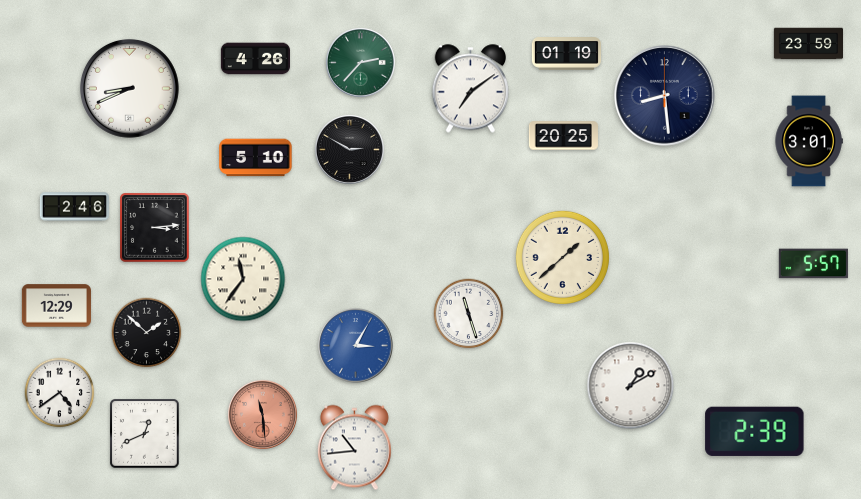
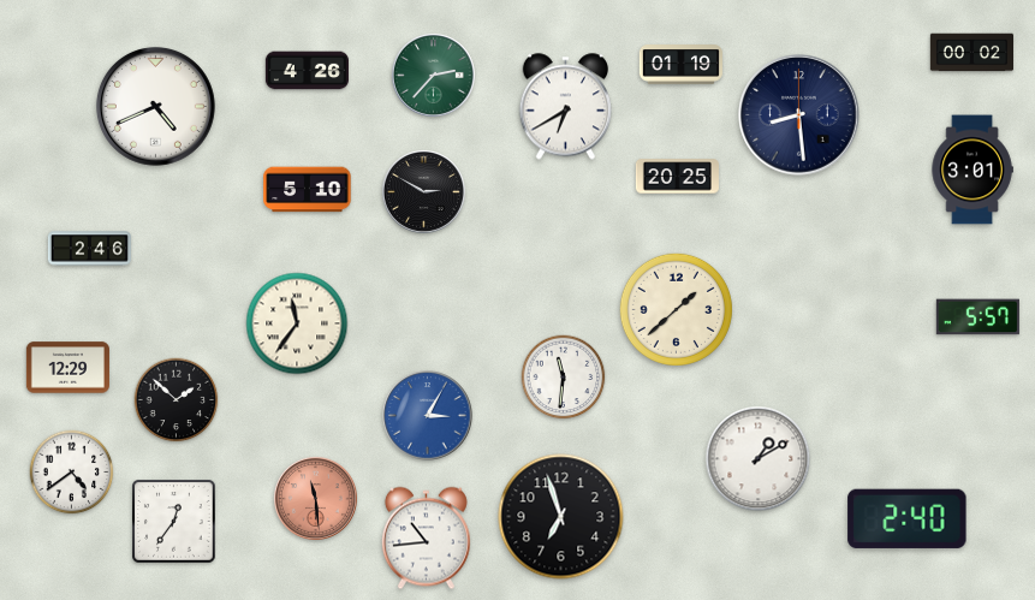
clock at (808, 44): 23:59 -> 00:02
clock at (129, 88): 8:41 -> 4:41
clock at (471, 89): 7:09 -> 6:40
clock at (563, 136) position: (563, 136) -> (677, 177)
clock at (349, 149) position: (349, 149) -> (423, 191)
clock at (155, 228): 3:14 -> none
clock at (243, 279) position: (243, 279) -> (297, 323)
clock at (469, 314): 11:27 -> 11:31
clock at (631, 386) position: (631, 386) -> (759, 459)
clock at (561, 517): none -> 6:57
clock at (755, 431): 2:39 -> 2:40
clock at (145, 434): 12:41 -> 12:36
